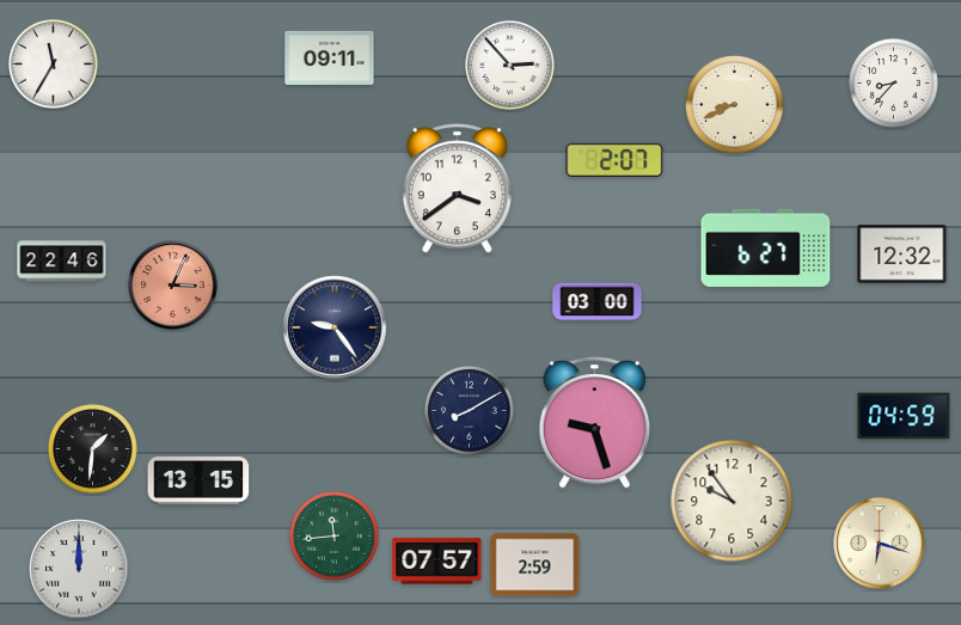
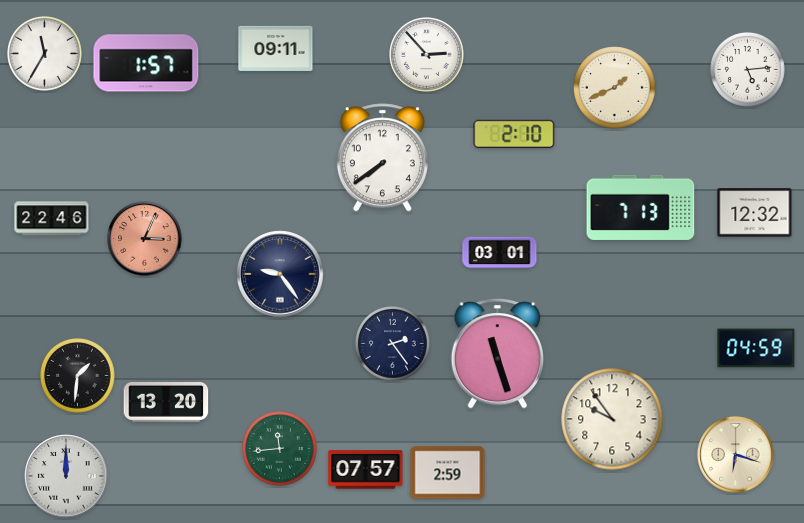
clock at (146, 63): none -> 1:57
clock at (894, 84): 8:37 -> 5:14
clock at (735, 105): 8:41 -> 1:41
clock at (614, 159): 2:07 -> 2:10
clock at (457, 189): 3:39 -> 7:39
clock at (766, 247): 6:27 -> 7:13
clock at (598, 302): 03:00 -> 03:01
clock at (470, 411): 8:10 -> 2:24
clock at (594, 422): 9:27 -> 11:27
clock at (198, 482): 13:15 -> 13:20
